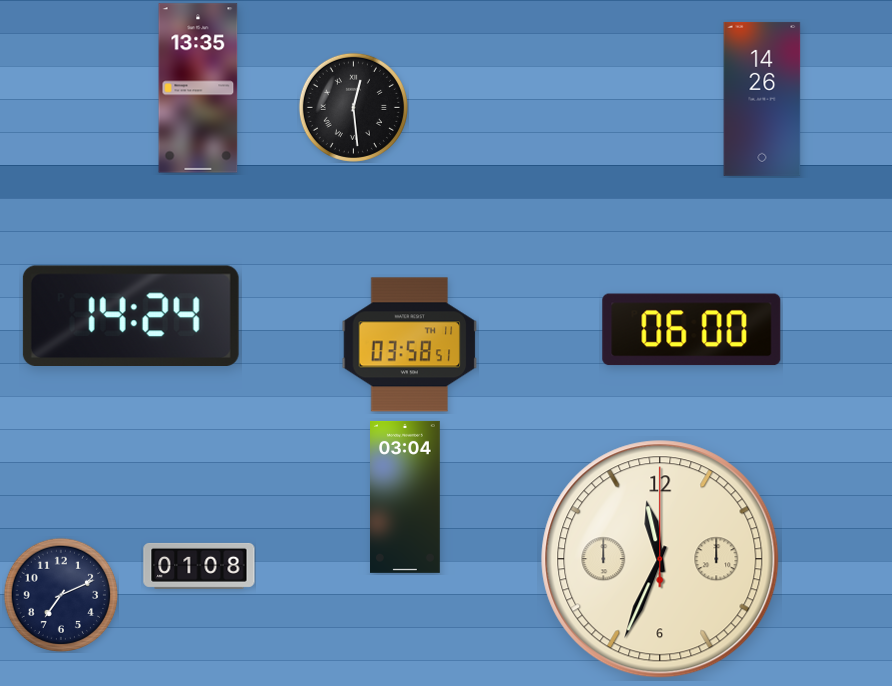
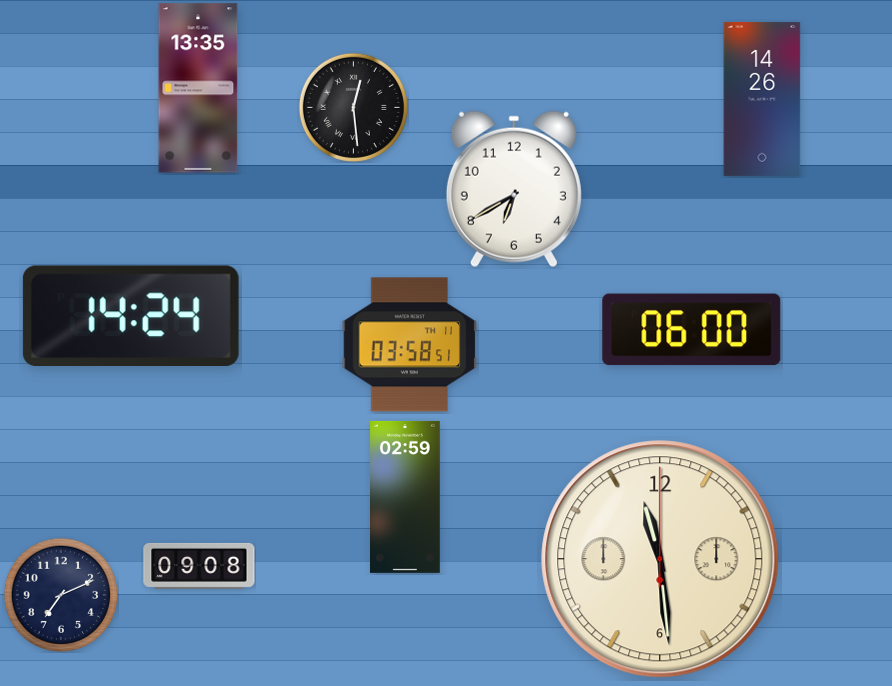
clock at (514, 189): none -> 6:40
clock at (406, 497): 03:04 -> 02:59
clock at (660, 559): 11:34 -> 11:29
clock at (199, 566): 01:08 -> 09:08
